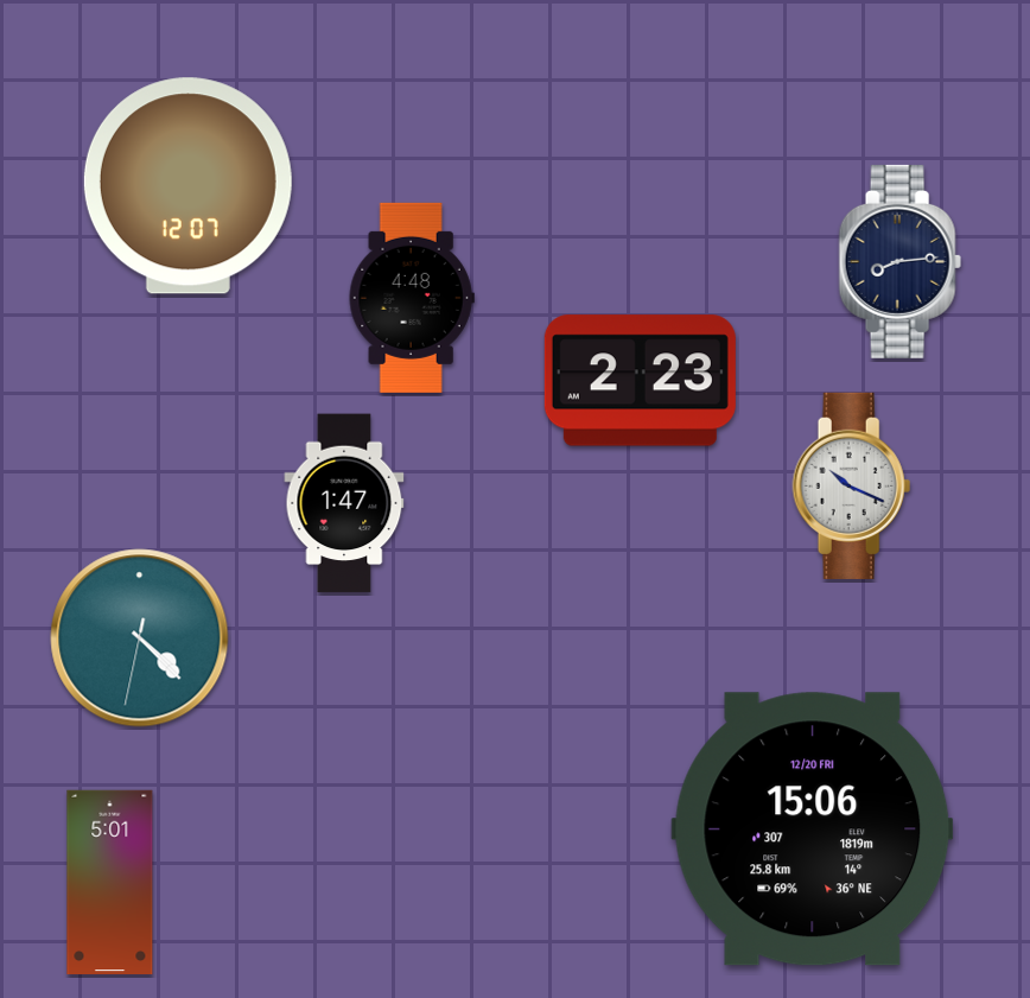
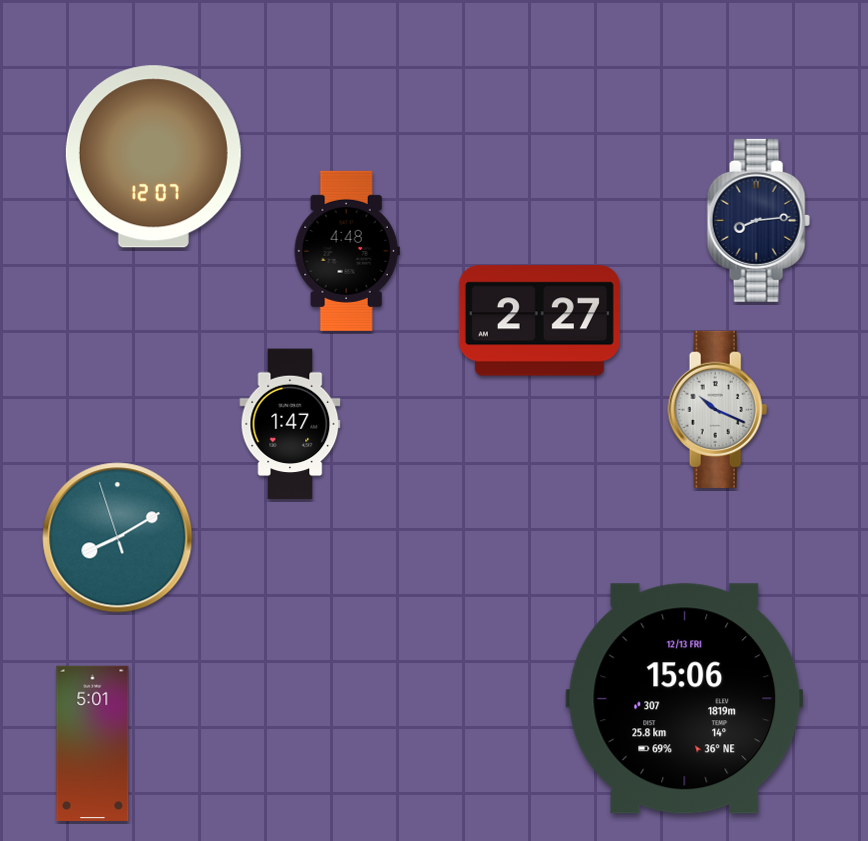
clock at (187, 186) position: (187, 186) -> (153, 157)
clock at (640, 381): 2:23 -> 2:27
clock at (140, 638): 4:22 -> 8:09
clock at (813, 829) date: 12/20 FRI -> 12/13 FRI
